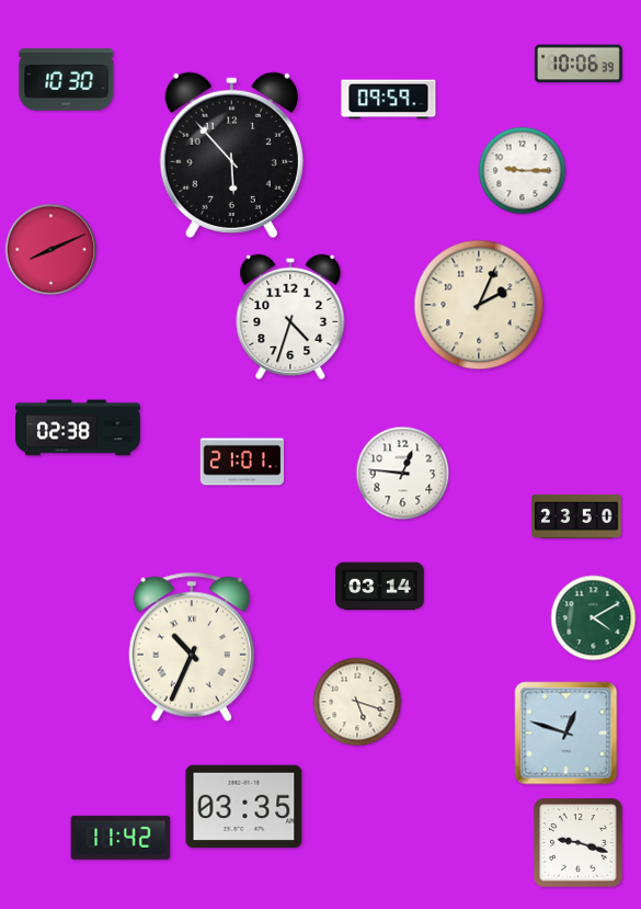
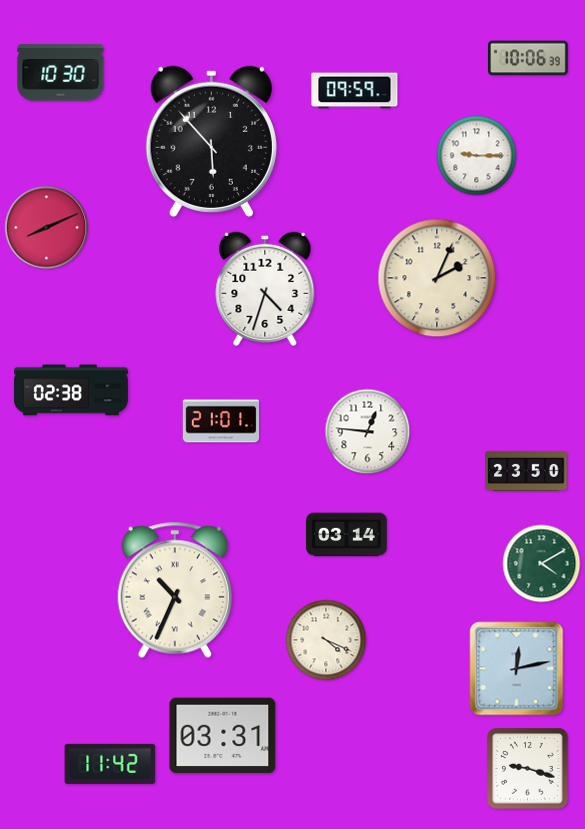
clock at (357, 702): 5:18 -> 4:19
clock at (566, 734): 12:48 -> 12:13
clock at (244, 807): 03:35 -> 03:31
